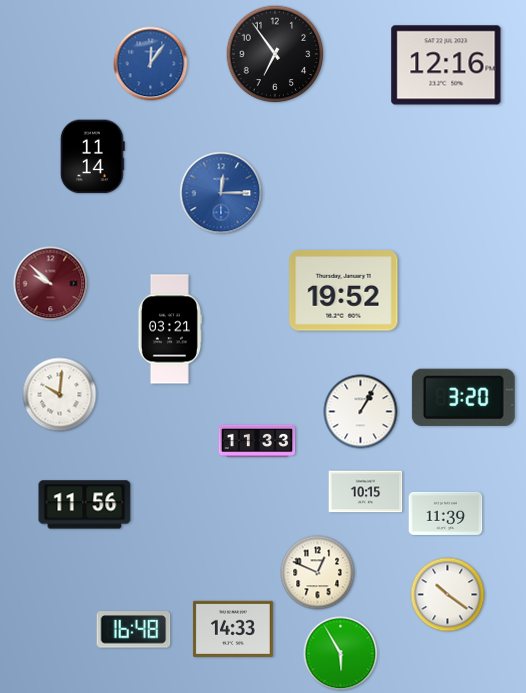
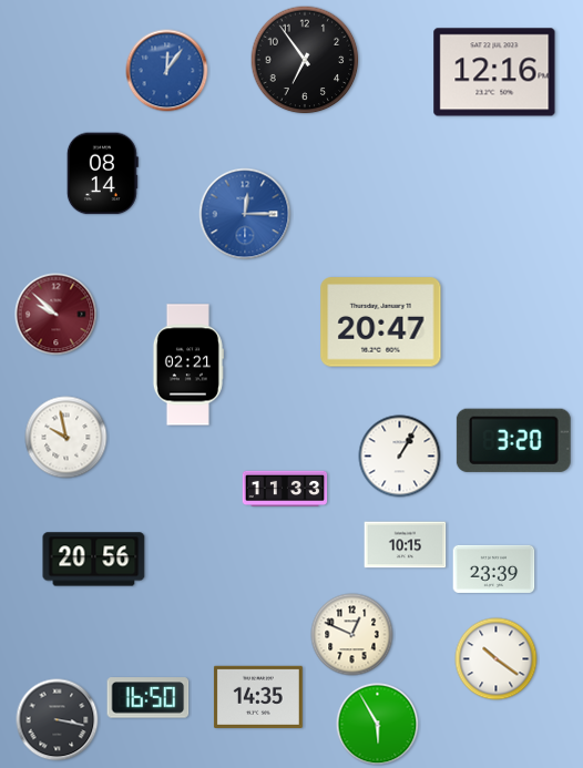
clock at (92, 157): 11:14 -> 08:14
clock at (344, 291): 19:52 -> 20:47
clock at (169, 329): 03:21 -> 02:21
clock at (60, 395): 10:01 -> 9:58
clock at (85, 505): 11:56 -> 20:56
clock at (446, 513): 11:39 -> 23:39
clock at (233, 629): 14:33 -> 14:35
clock at (134, 630): 16:48 -> 16:50
clock at (58, 720): none -> 3:17
